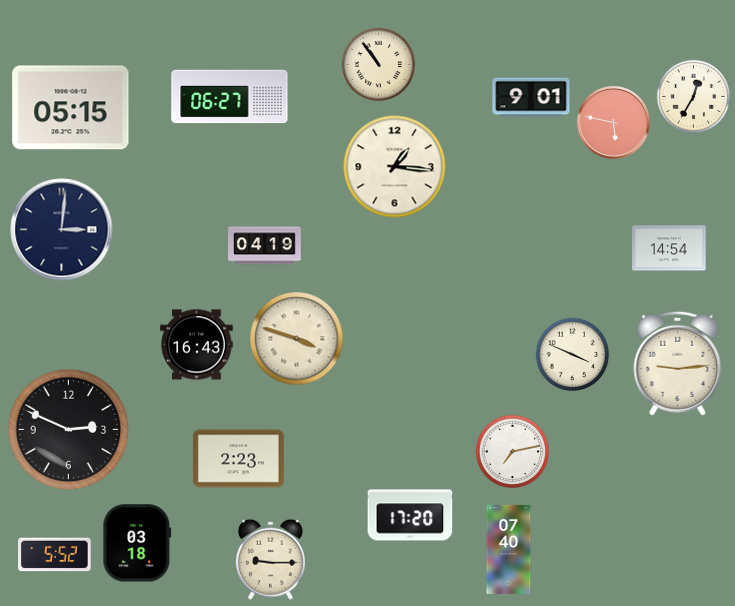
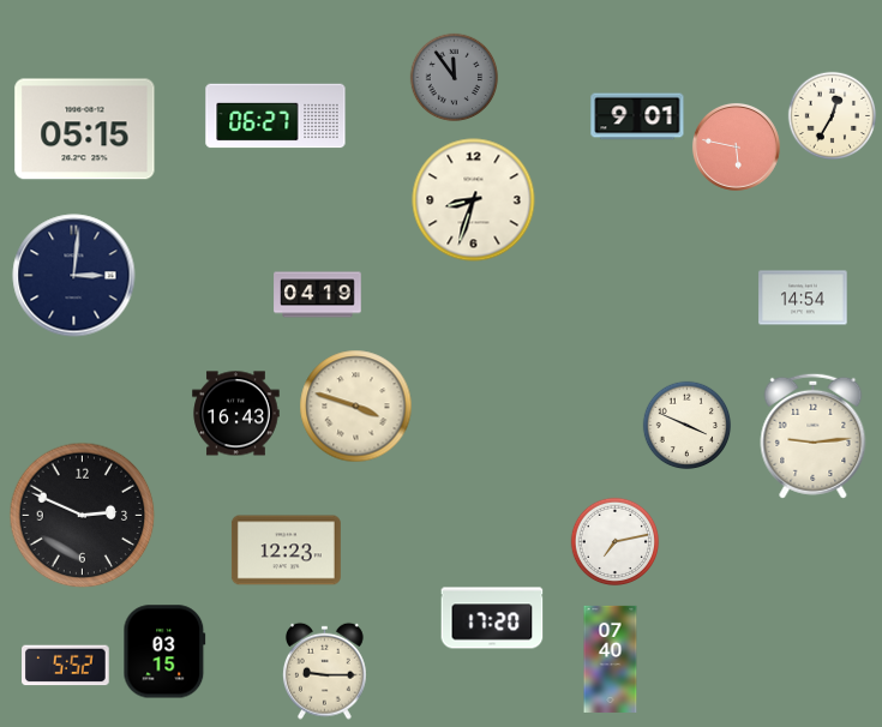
clock at (379, 65): 10:54 -> 11:54
clock at (379, 65) dial: cream -> grey
clock at (395, 167): 1:16 -> 8:33
clock at (238, 459): 2:23 -> 12:23
clock at (137, 543): 03:18 -> 03:15
